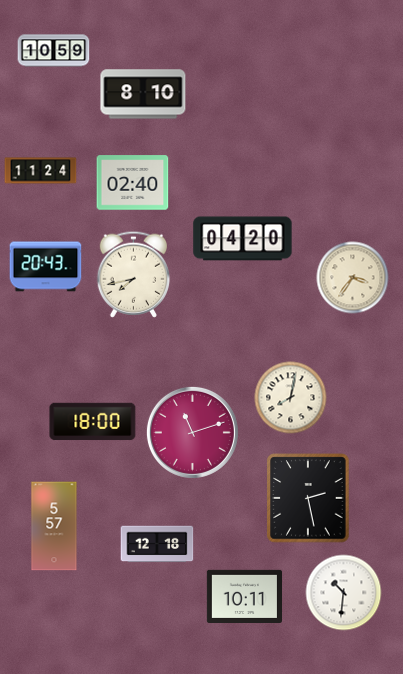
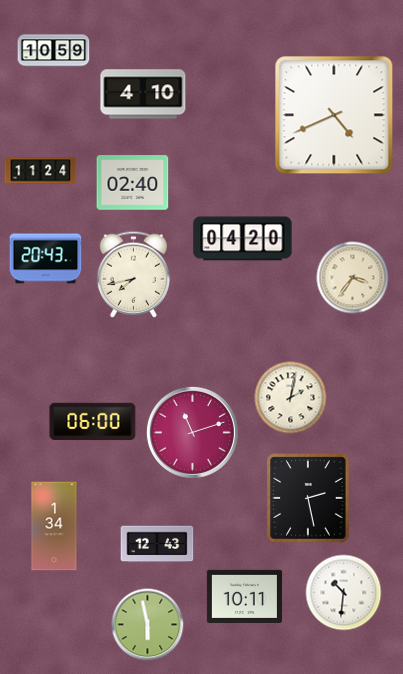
clock at (143, 94): 8:10 -> 4:10
clock at (334, 115): none -> 4:41
clock at (46, 267) position: (46, 267) -> (46, 259)
clock at (291, 398): 8:02 -> 2:02
clock at (93, 422): 18:00 -> 06:00
clock at (54, 526): 5:57 -> 1:34
clock at (157, 544): 12:18 -> 12:43
clock at (148, 625): none -> 5:58
